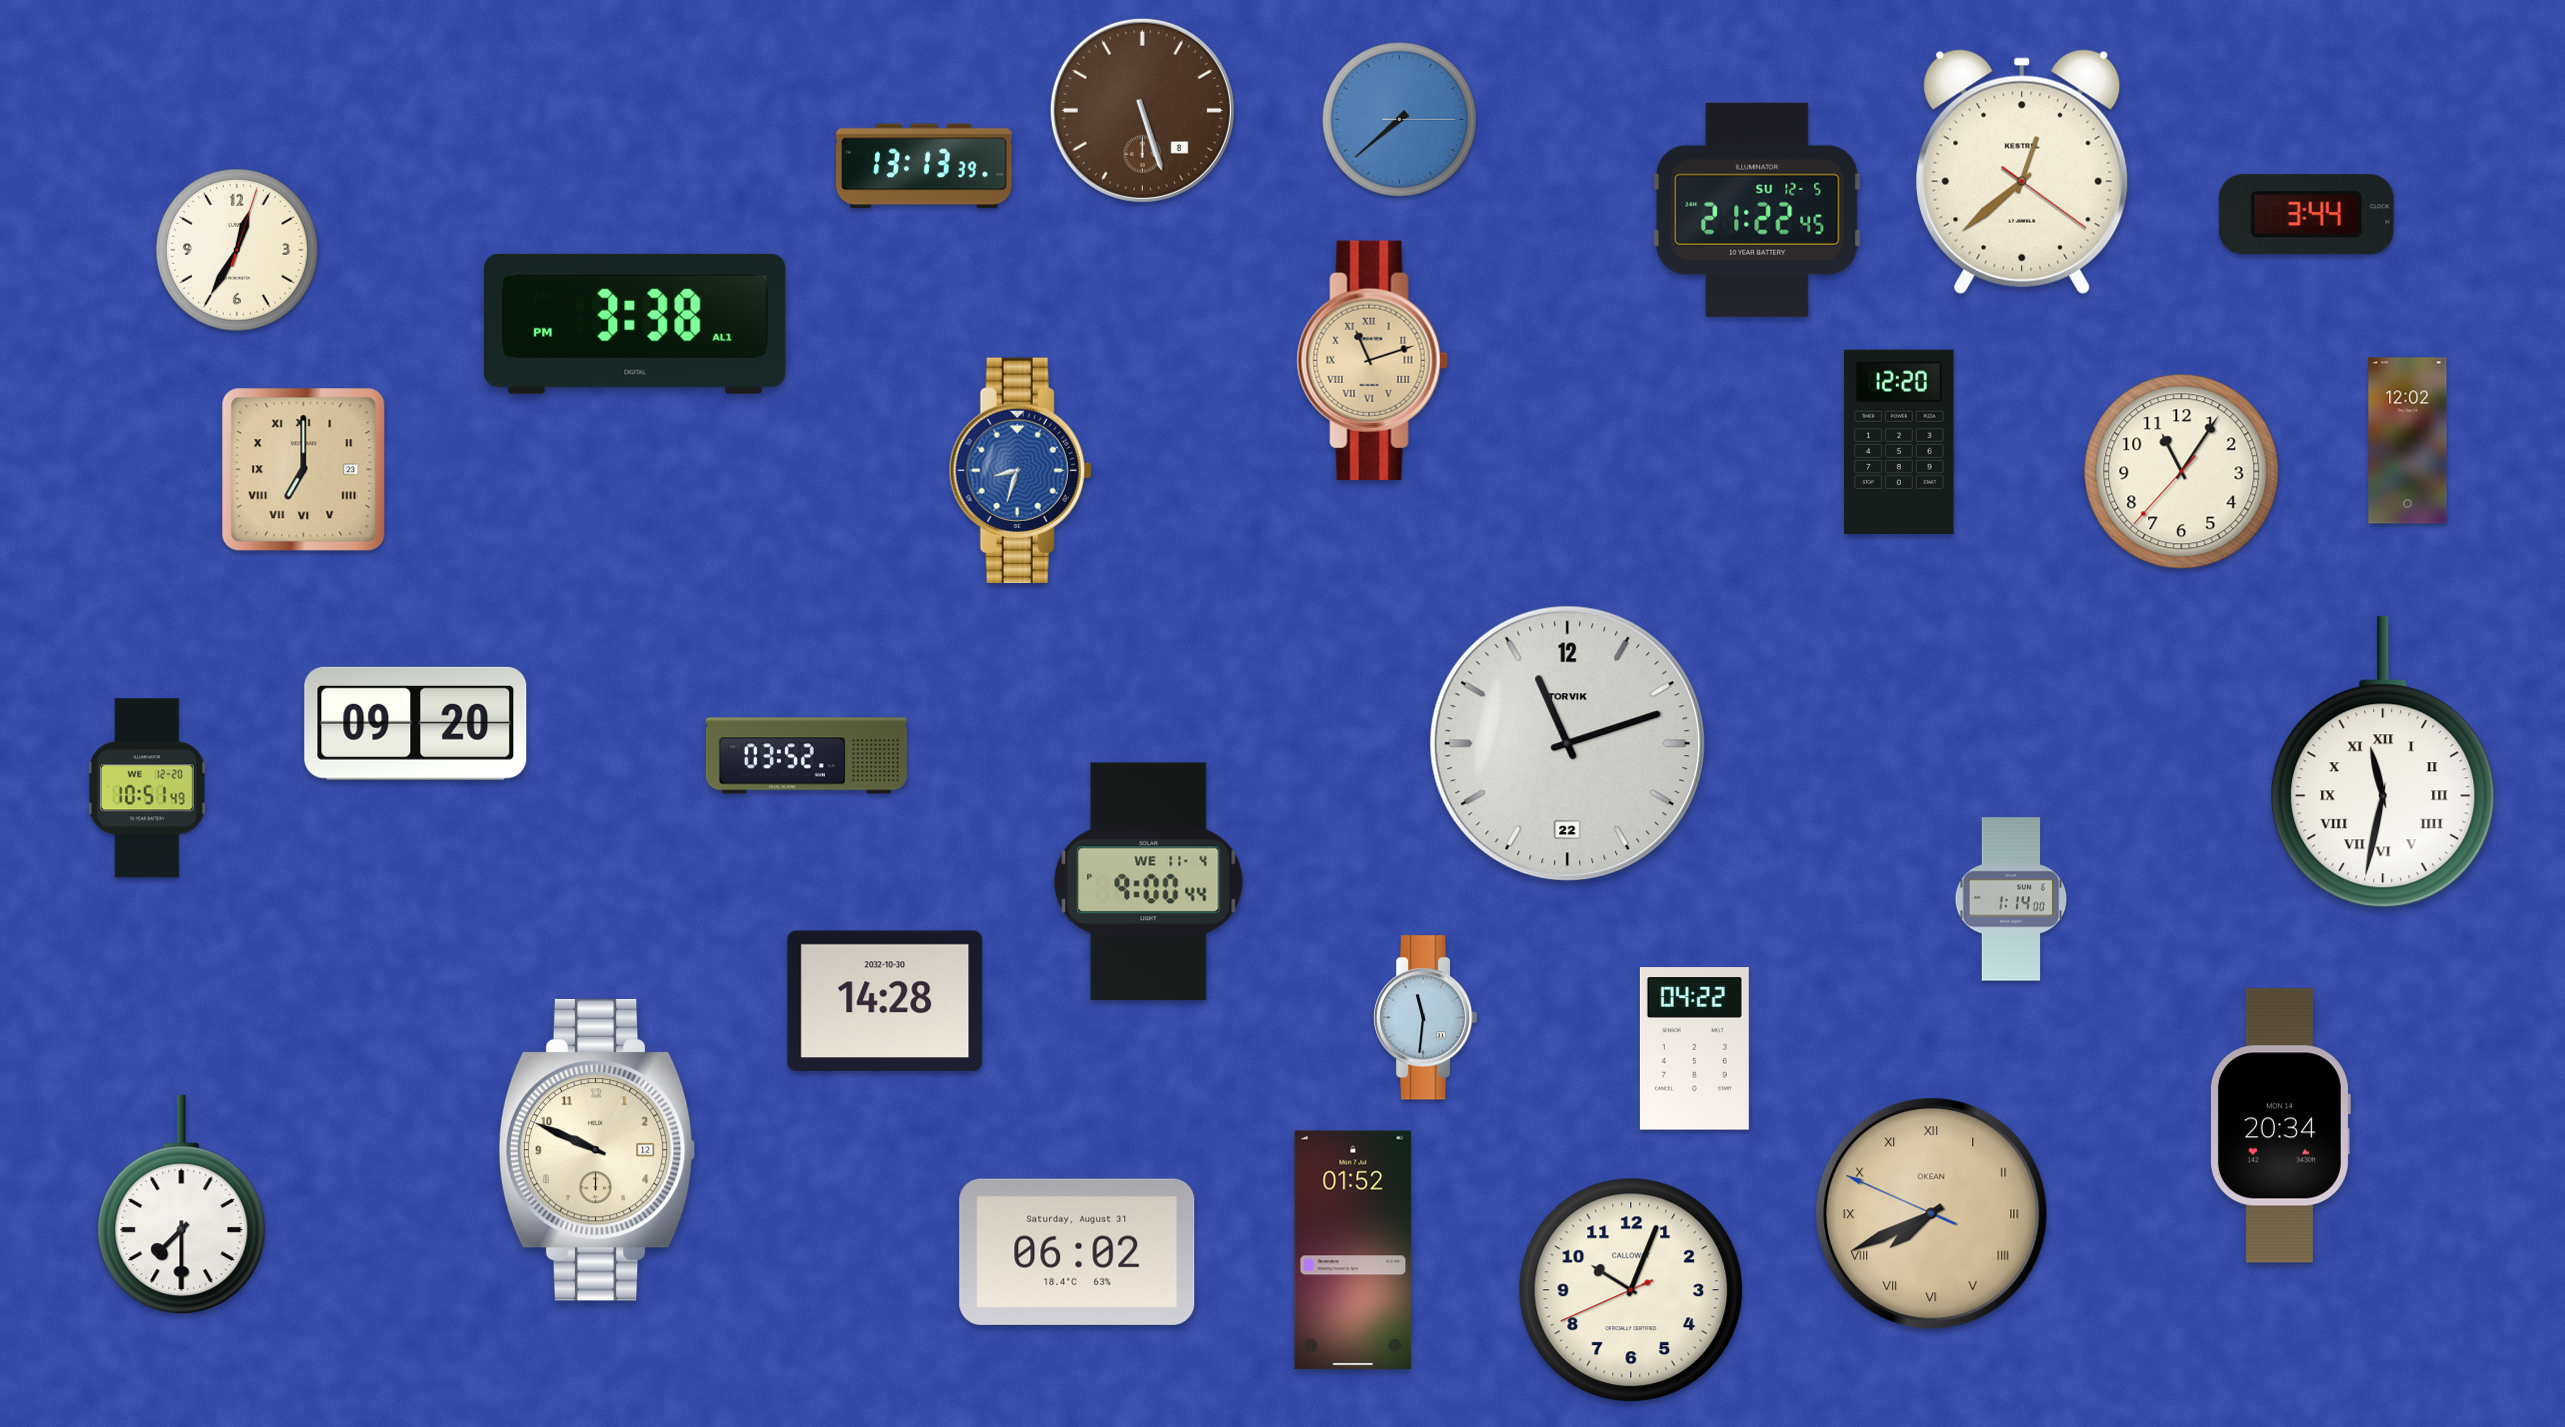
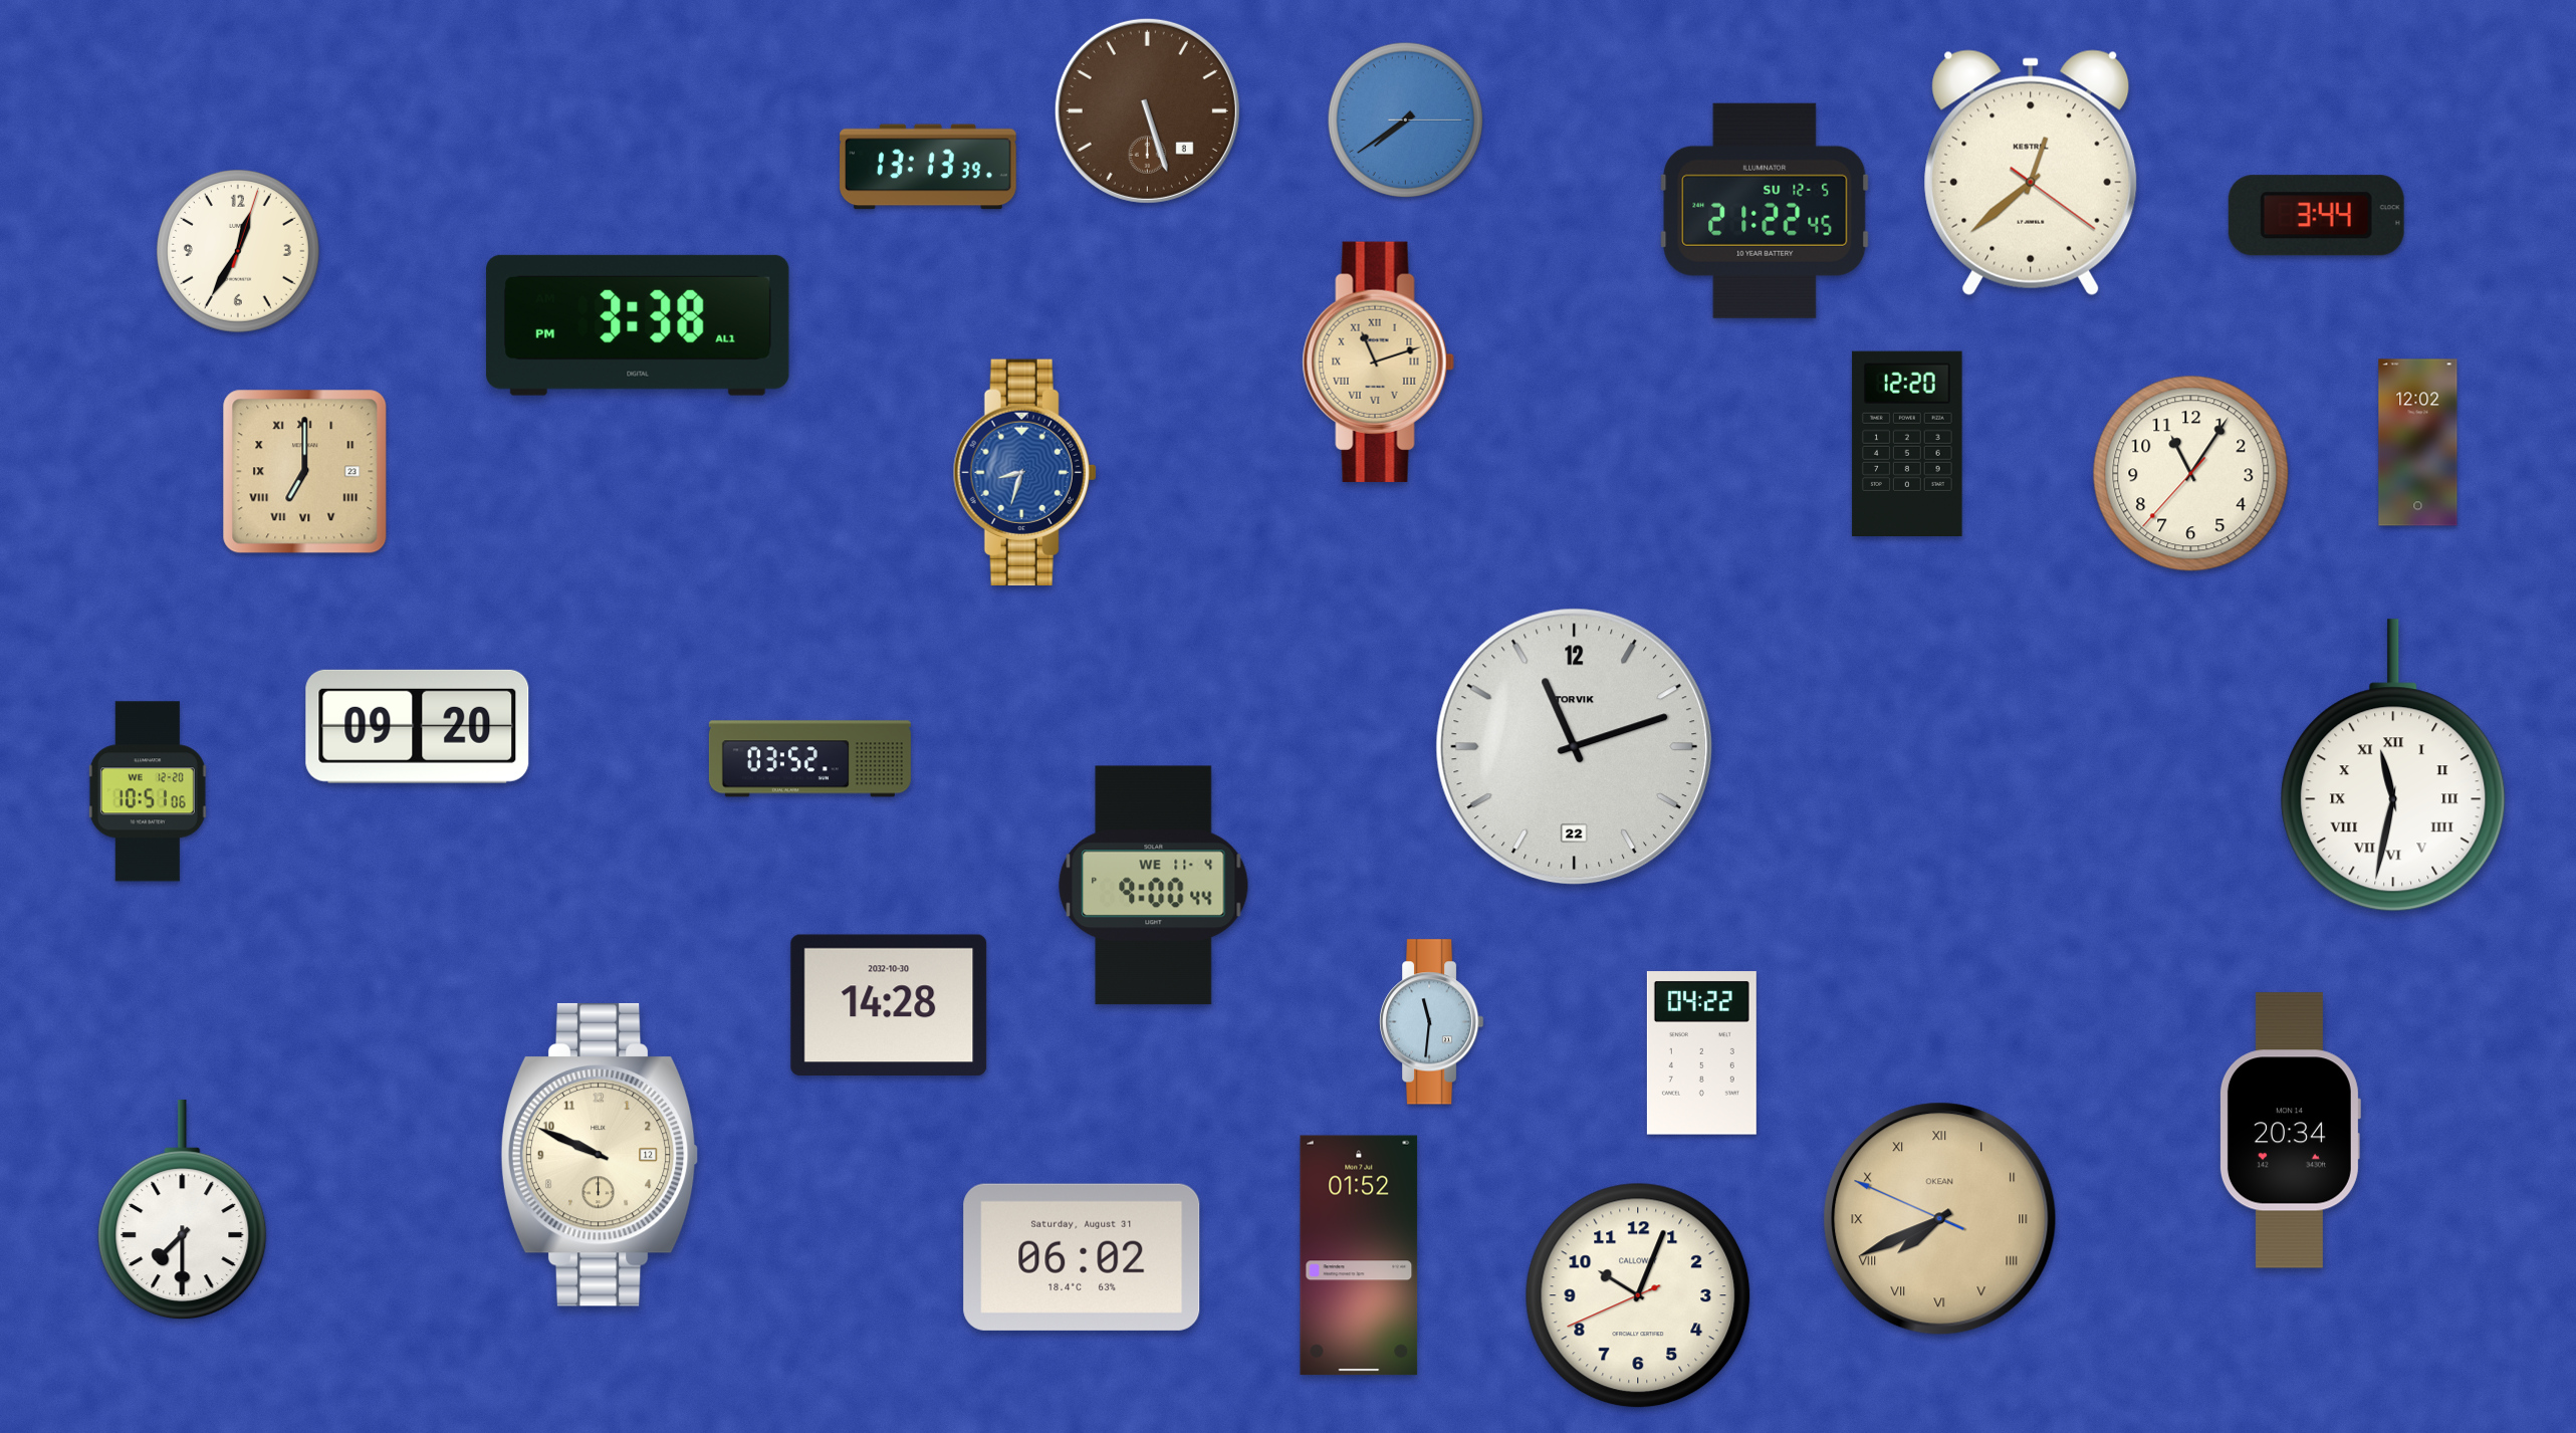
clock at (1399, 119): 7:38 -> 7:39
clock at (147, 788): 10:51:49 -> 10:51:06
clock at (2011, 899): 1:14 -> none
